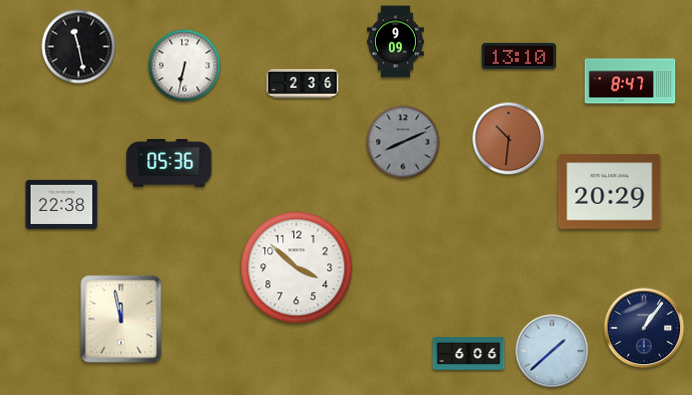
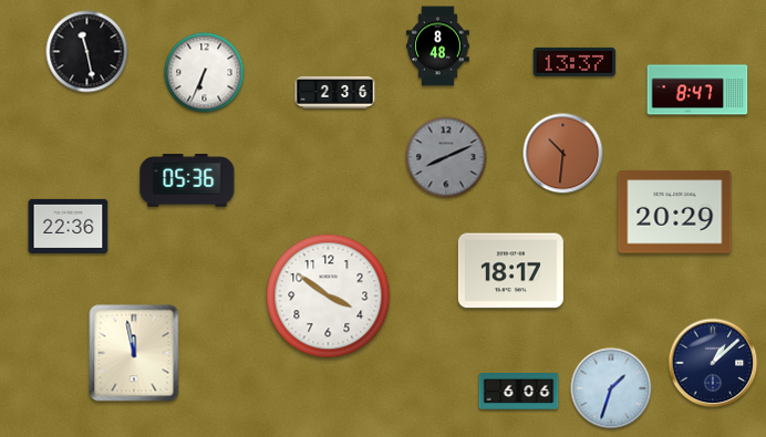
clock at (396, 42): 9:09 -> 8:48
clock at (519, 56): 13:10 -> 13:37
clock at (185, 66): 6:32 -> 6:34
clock at (62, 204): 22:38 -> 22:36
clock at (510, 271): none -> 18:17
clock at (297, 268): 3:52 -> 3:51
clock at (644, 328): 1:06 -> 1:08
clock at (552, 351): 1:38 -> 1:33
